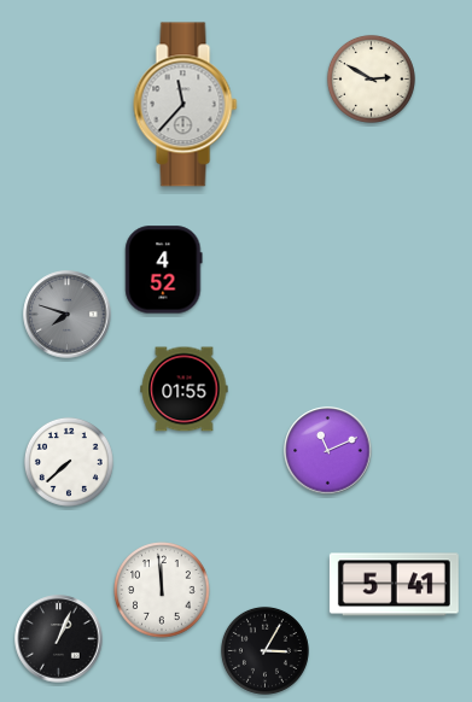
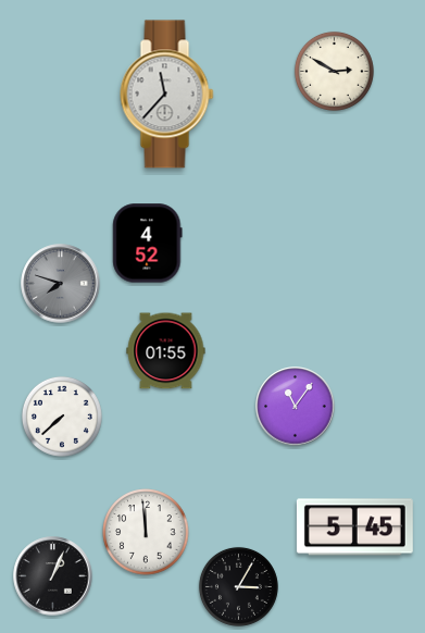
clock at (328, 451): 11:11 -> 11:06
clock at (394, 585): 5:41 -> 5:45
